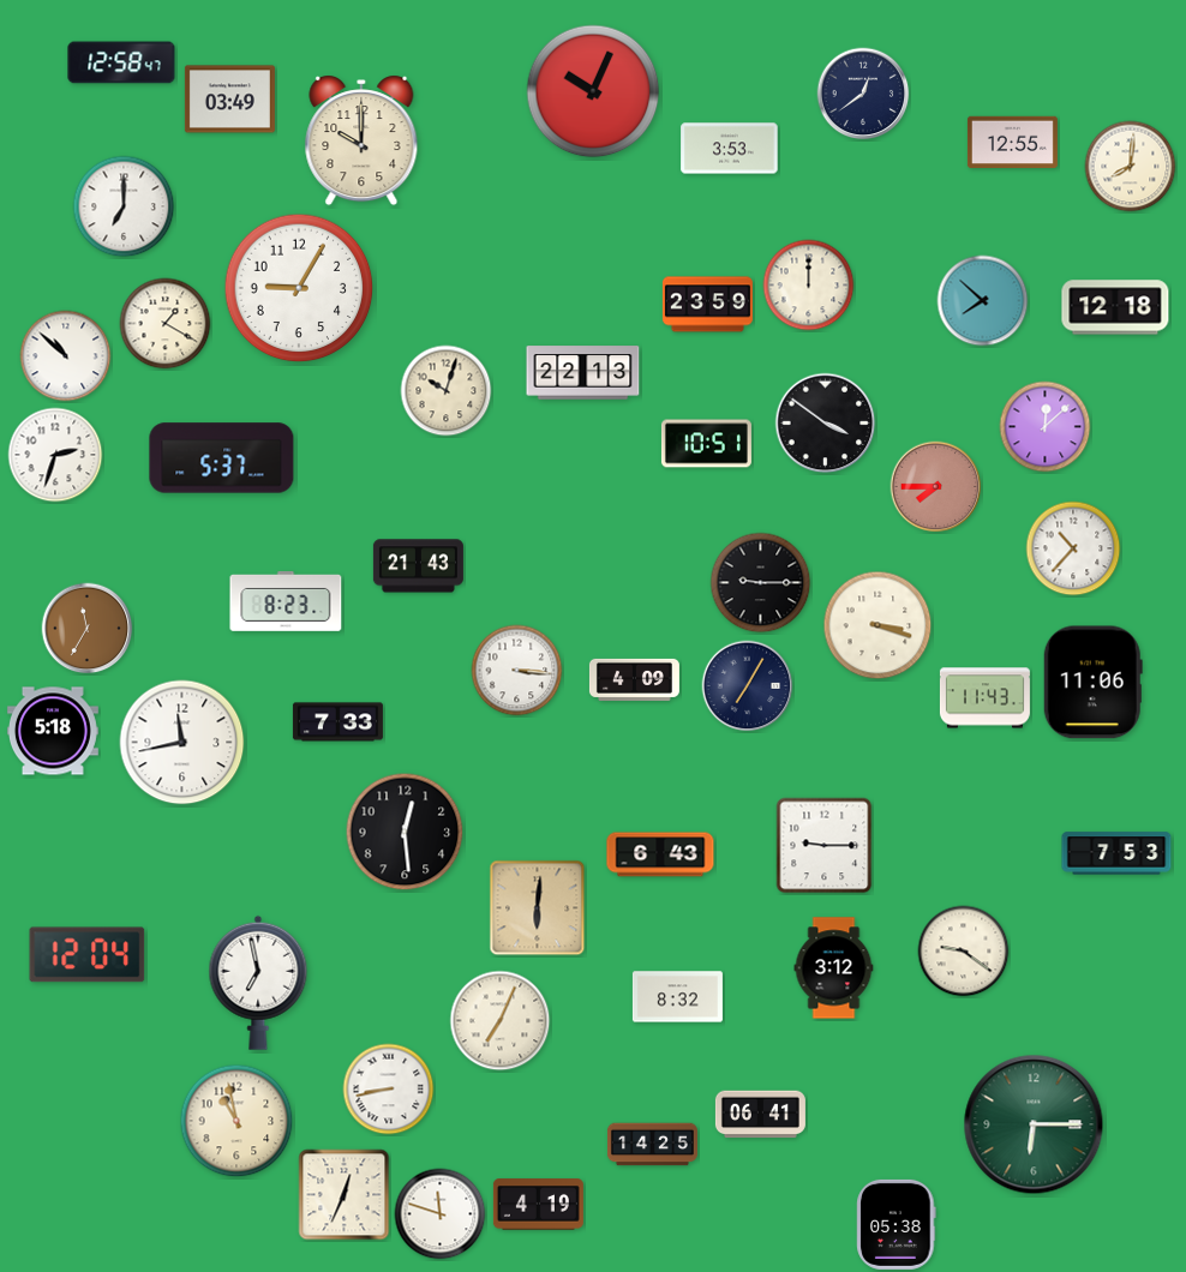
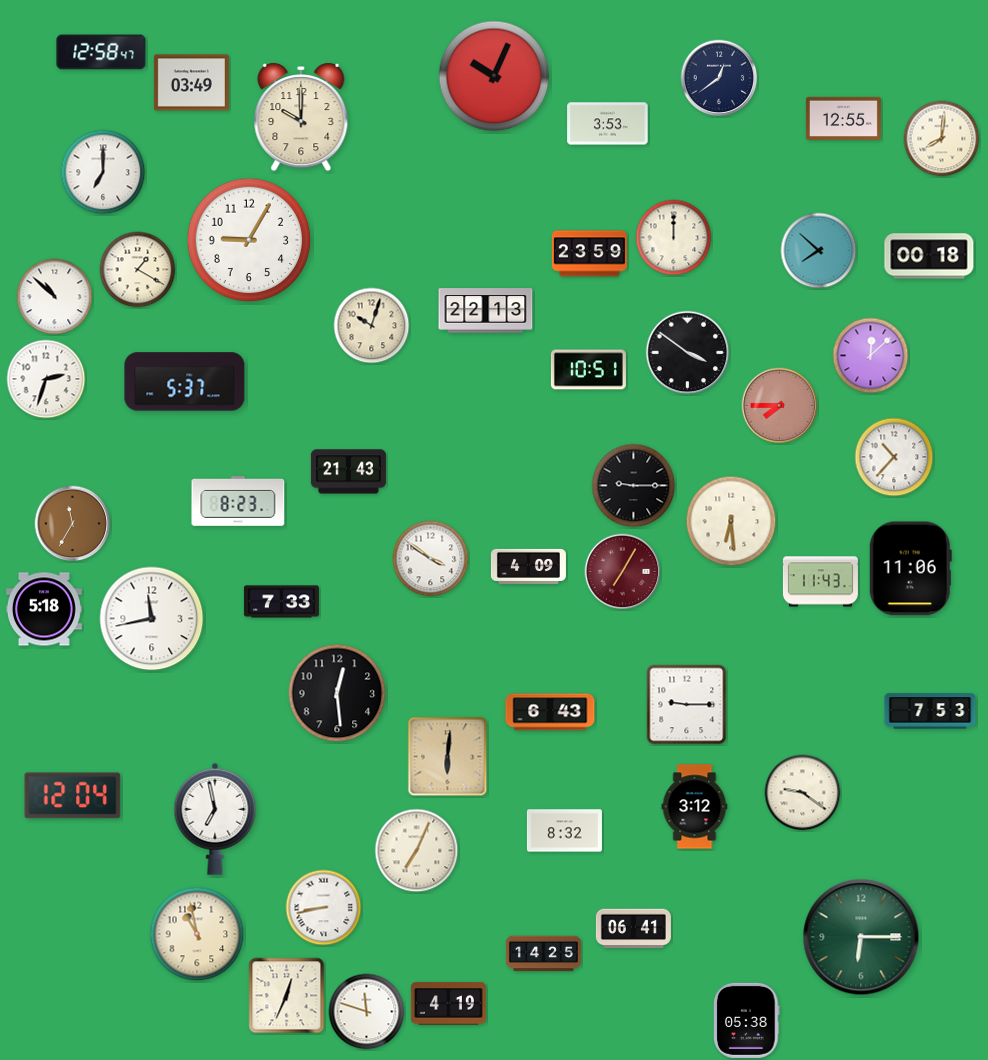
clock at (1115, 307): 12:18 -> 00:18
clock at (877, 625): 3:18 -> 6:29
clock at (517, 671): 3:16 -> 3:51
clock at (748, 686) dial: navy -> burgundy
